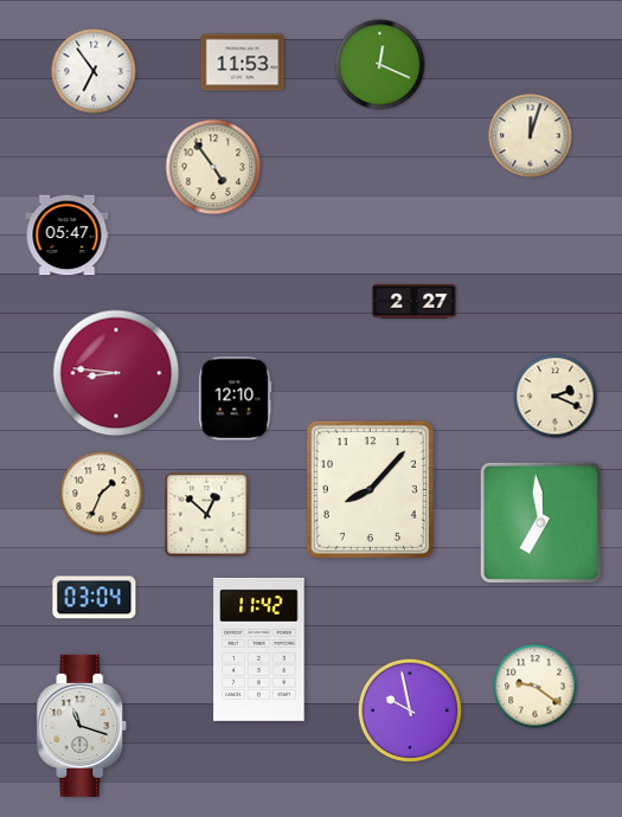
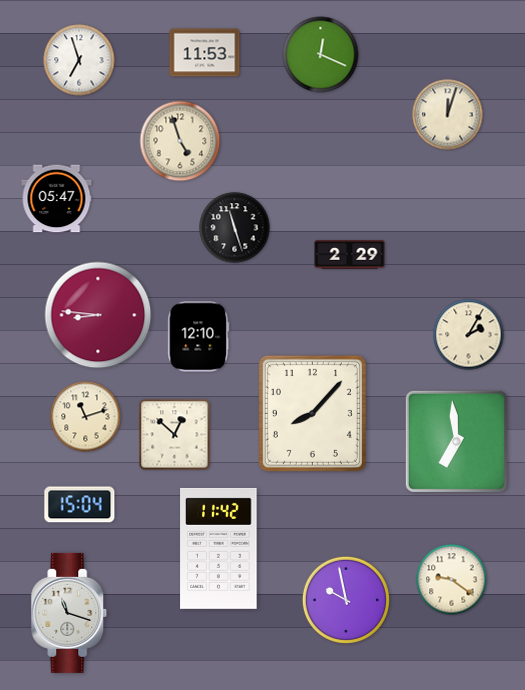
clock at (94, 71): 6:54 -> 6:57
clock at (213, 167): 4:54 -> 4:57
clock at (235, 228): none -> 11:27
clock at (415, 302): 2:27 -> 2:29
clock at (556, 397): 2:19 -> 2:05
clock at (102, 494): 1:34 -> 11:12
clock at (95, 598): 03:04 -> 15:04
